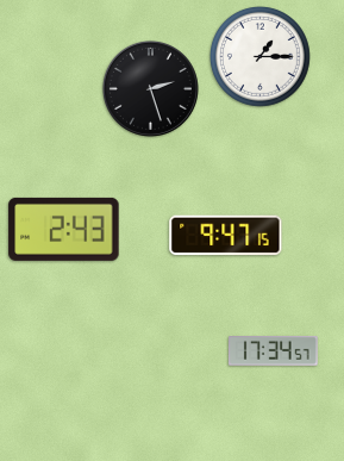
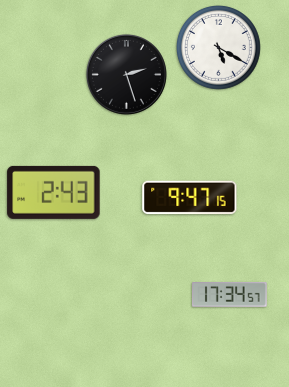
clock at (259, 56): 1:15 -> 5:20
